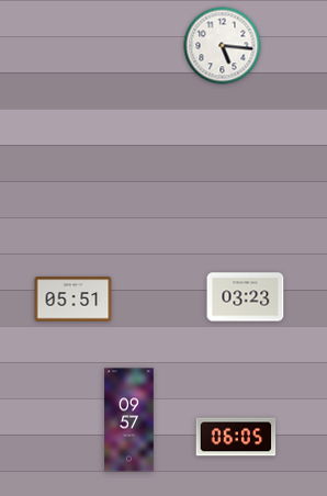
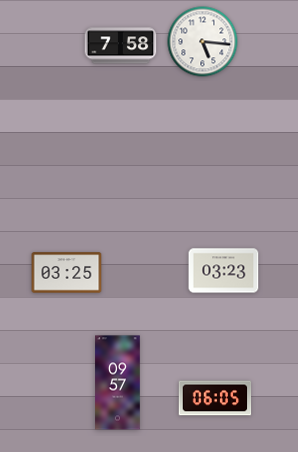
clock at (121, 46): none -> 7:58
clock at (74, 300): 05:51 -> 03:25
